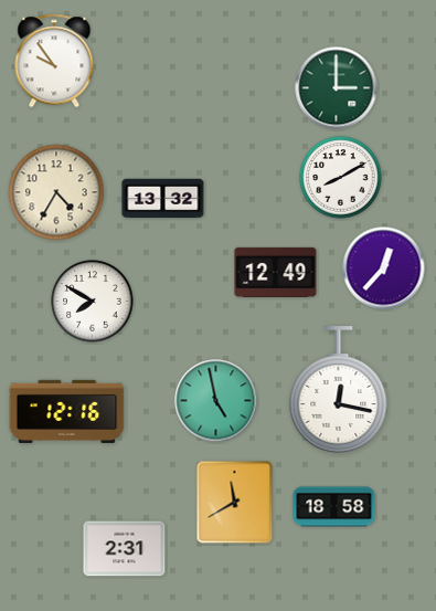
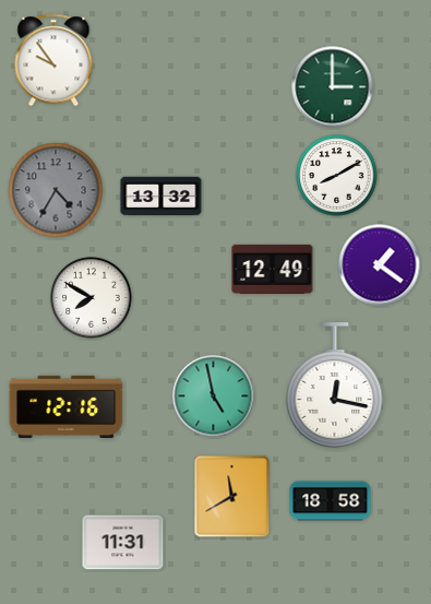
clock at (56, 192) dial: cream -> grey
clock at (384, 268): 12:37 -> 1:21
clock at (125, 549): 2:31 -> 11:31
